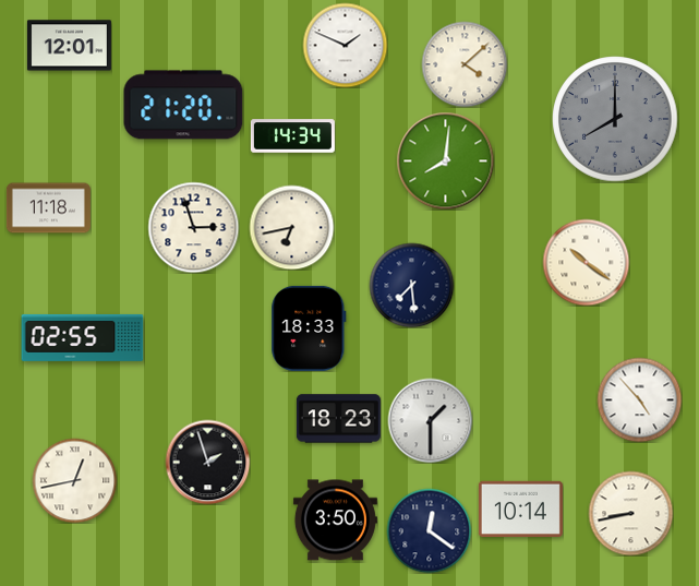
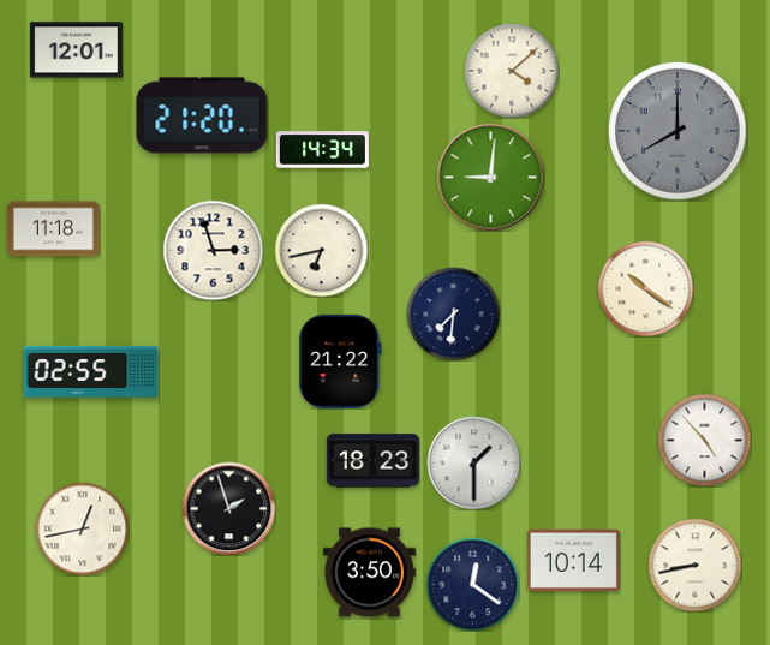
clock at (345, 45): 1:49 -> none
clock at (445, 160): 8:01 -> 9:01
clock at (411, 285): 7:29 -> 7:31
clock at (309, 328): 18:33 -> 21:22
